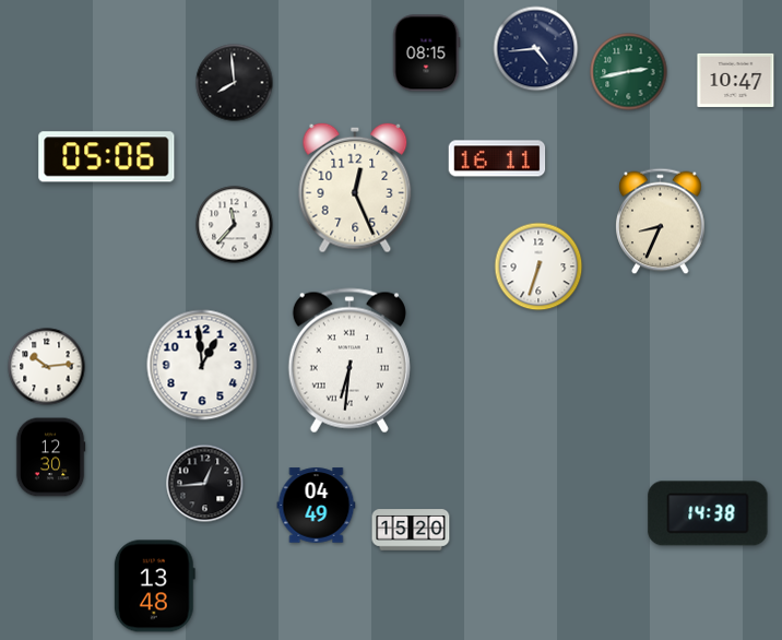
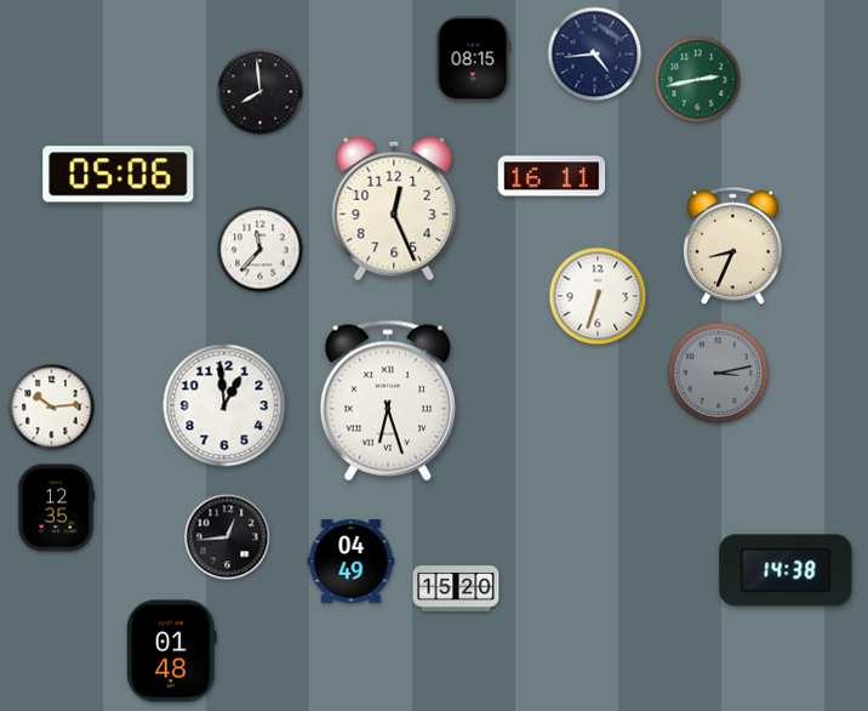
clock at (736, 80): 10:47 -> none
clock at (719, 374): none -> 3:13
clock at (349, 360): 6:31 -> 6:27
clock at (50, 458): 12:30 -> 12:35
clock at (154, 586): 13:48 -> 01:48
